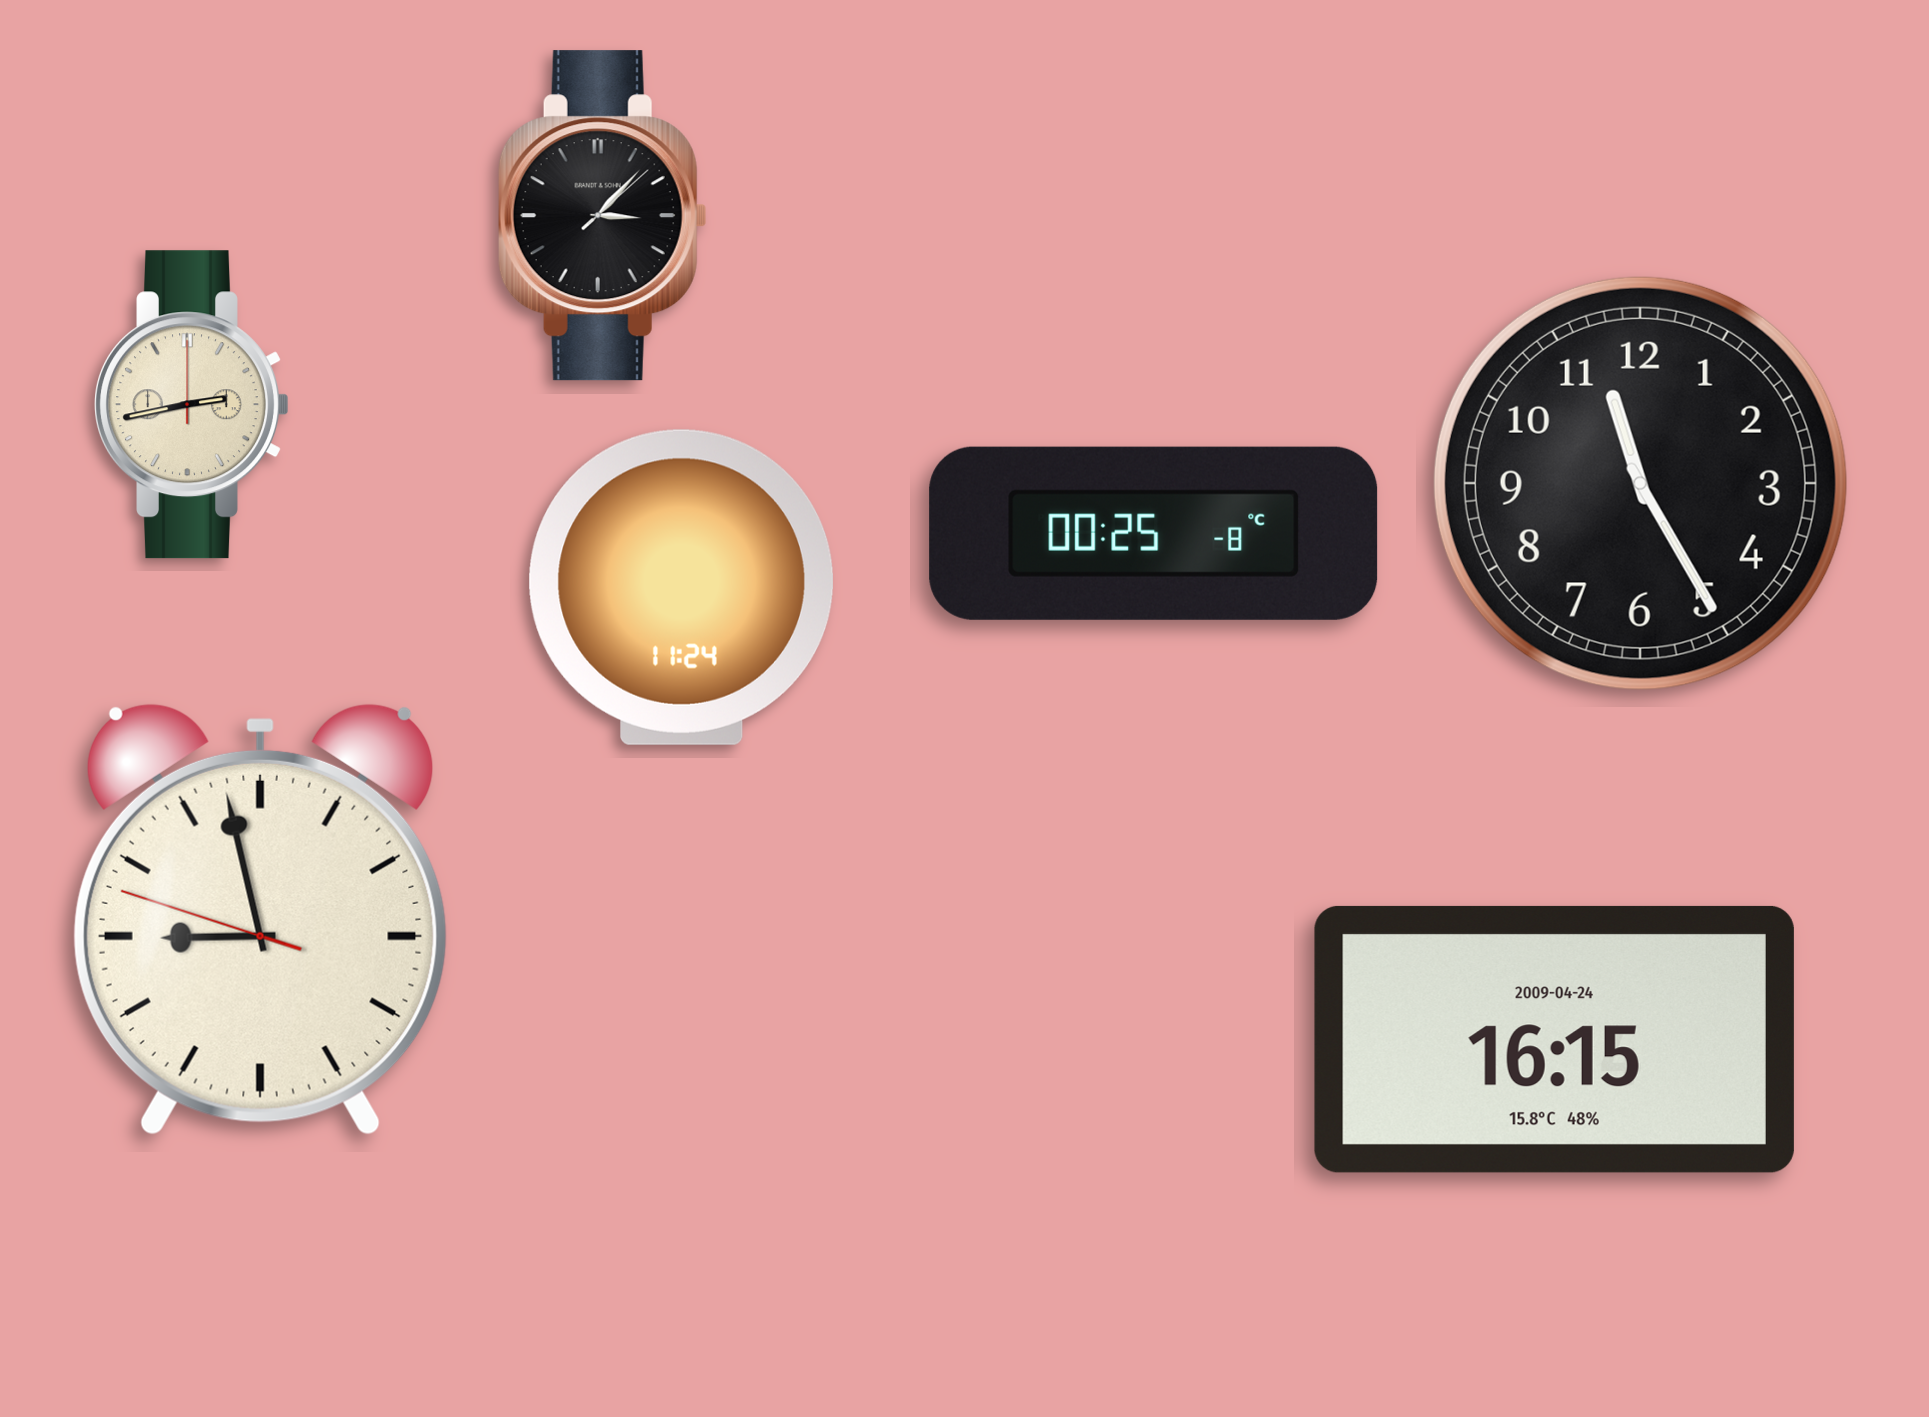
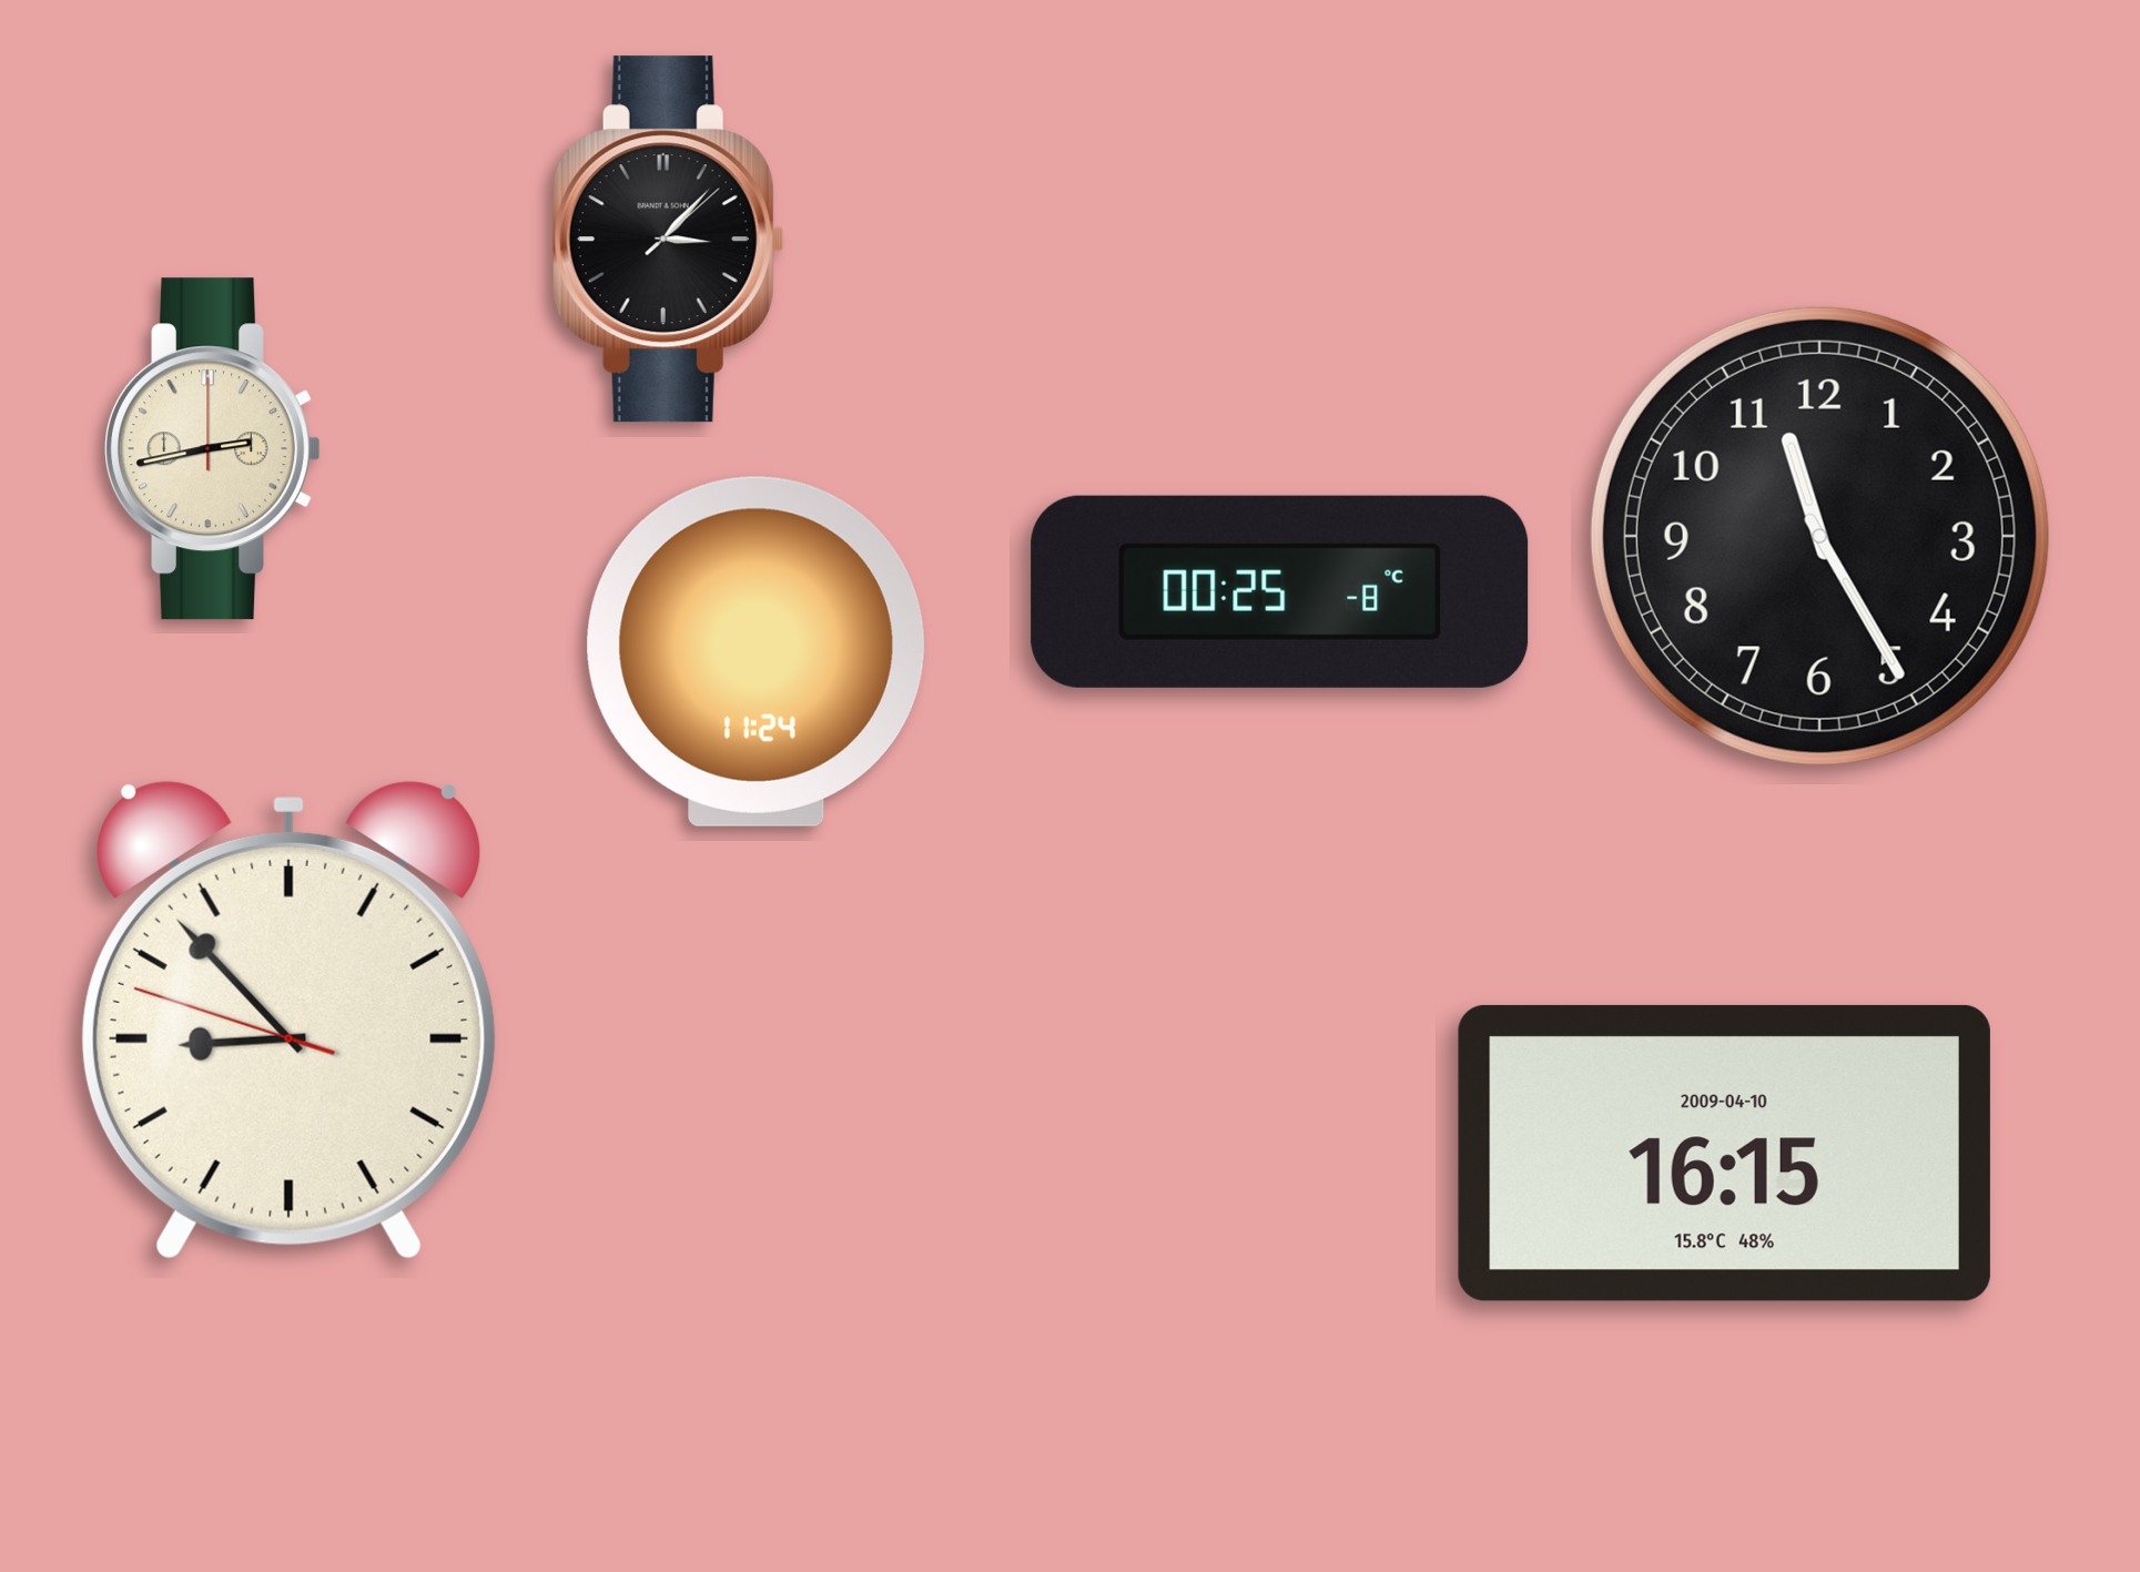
clock at (260, 919): 8:57 -> 8:52
clock at (1554, 1039) date: 2009-04-24 -> 2009-04-10
